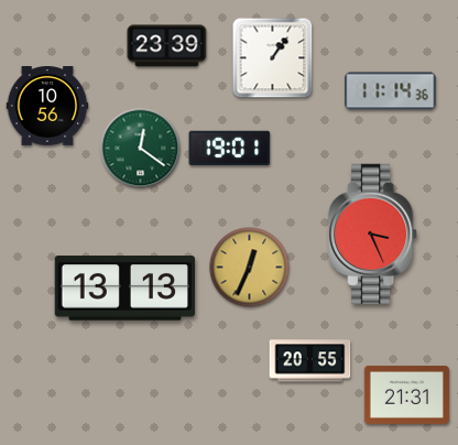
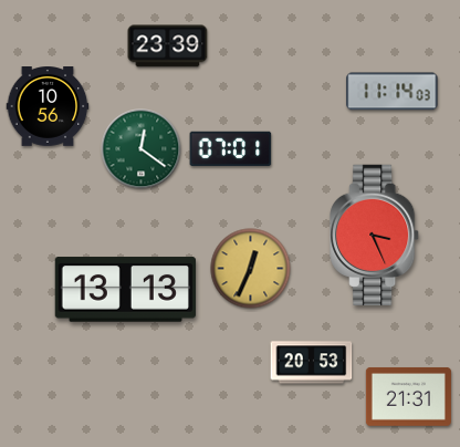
clock at (273, 58): 1:06 -> none
clock at (391, 91): 11:14:36 -> 11:14:03
clock at (230, 149): 19:01 -> 07:01
clock at (310, 361): 20:55 -> 20:53
